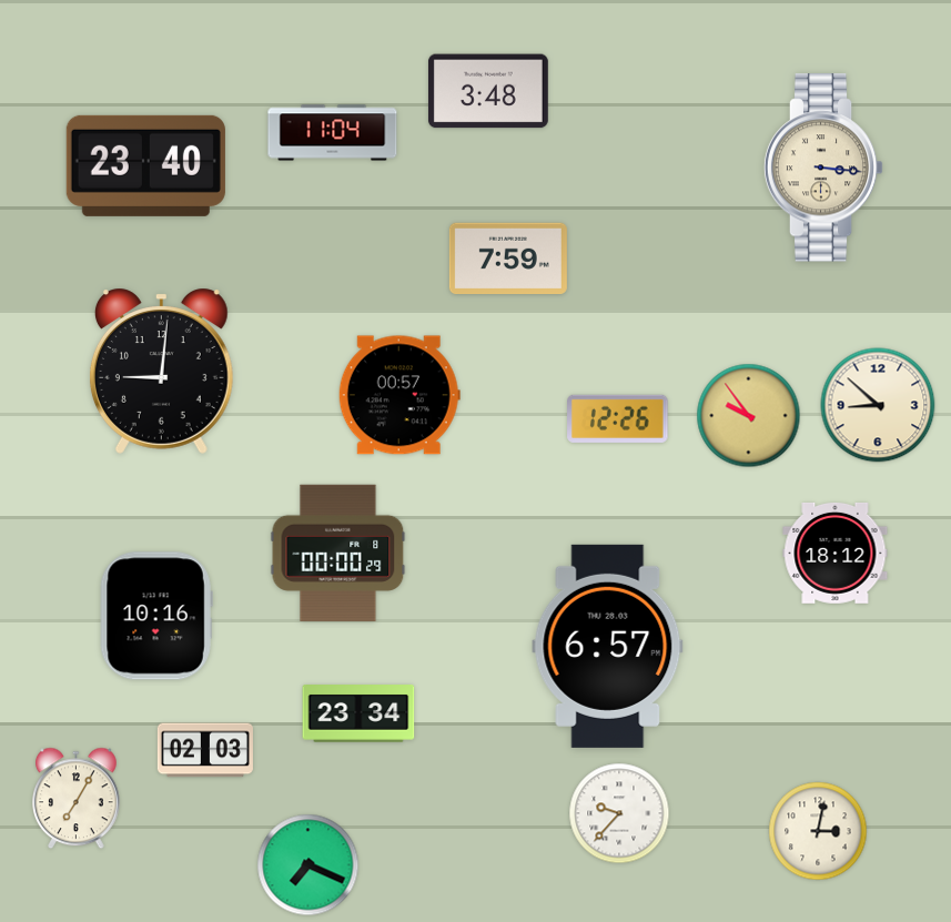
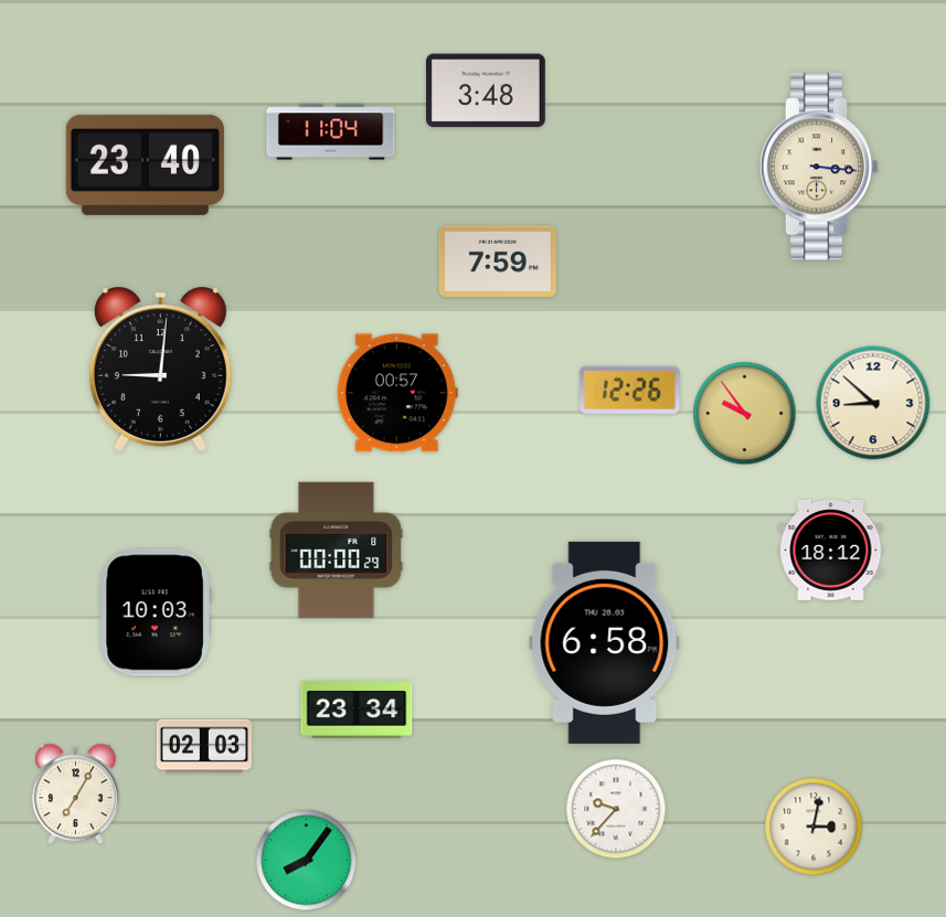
clock at (508, 257) position: (508, 257) -> (498, 260)
clock at (618, 418) position: (618, 418) -> (630, 390)
clock at (156, 616): 10:16 -> 10:03
clock at (608, 646): 6:57 -> 6:58
clock at (308, 865): 7:19 -> 8:06
